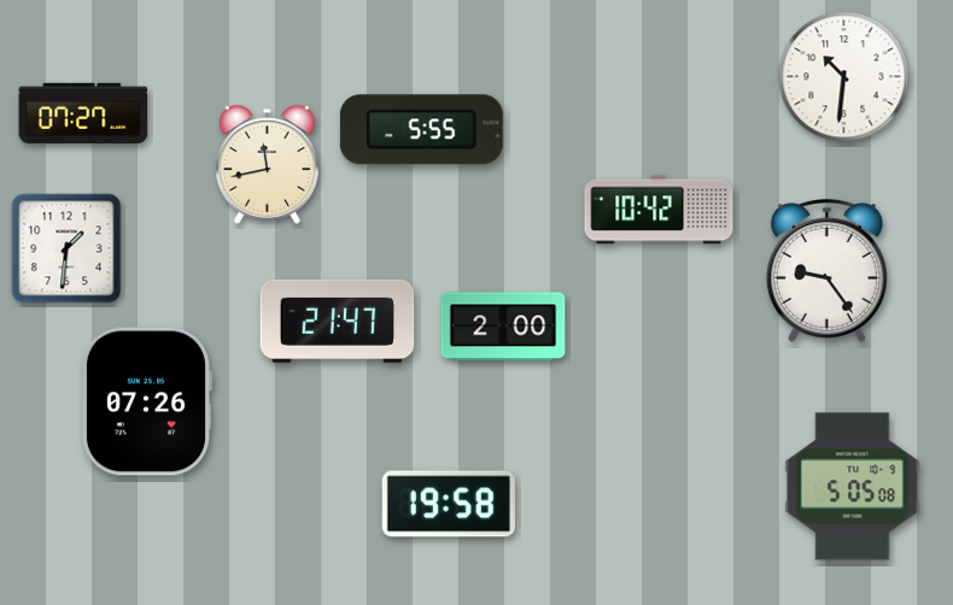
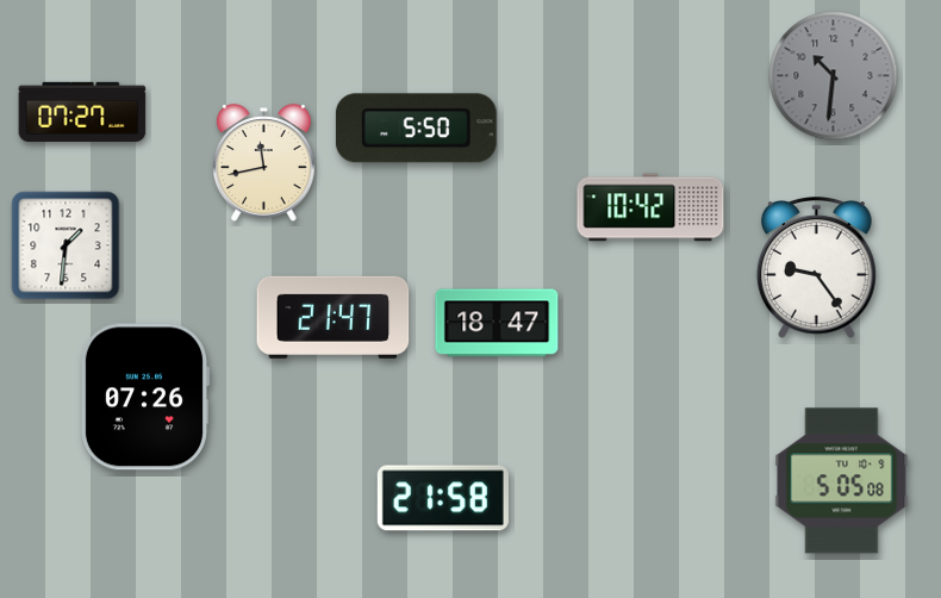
clock at (844, 77) dial: white -> grey
clock at (421, 130): 5:55 -> 5:50
clock at (503, 327): 2:00 -> 18:47
clock at (449, 504): 19:58 -> 21:58
